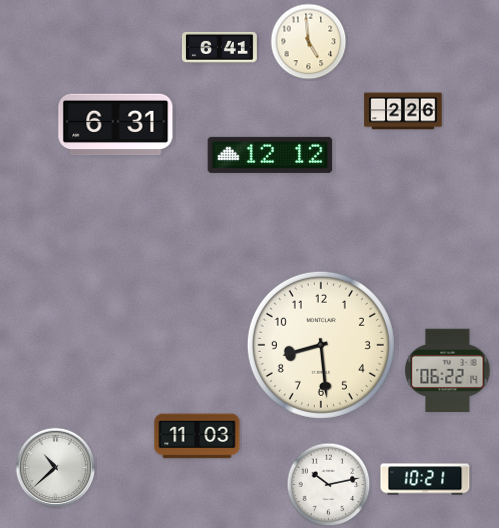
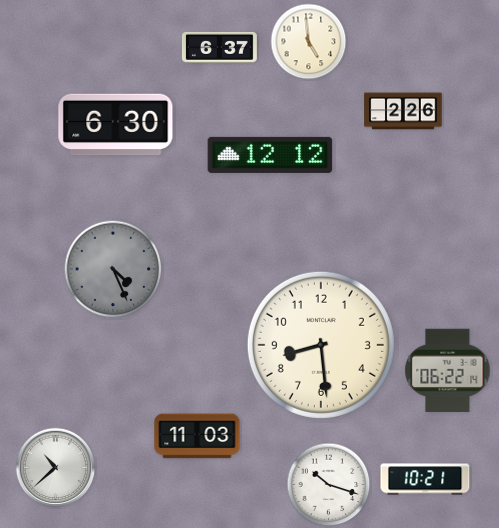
clock at (219, 47): 6:41 -> 6:37
clock at (116, 125): 6:31 -> 6:30
clock at (113, 269): none -> 4:26
clock at (329, 485): 10:13 -> 10:18
